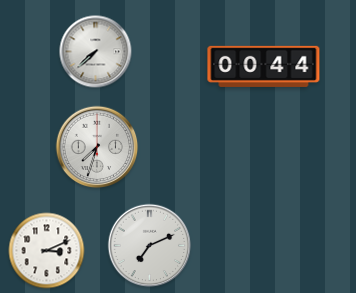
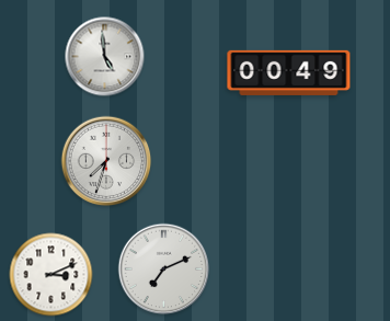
clock at (96, 52): 7:38 -> 4:59
clock at (264, 66): 00:44 -> 00:49
